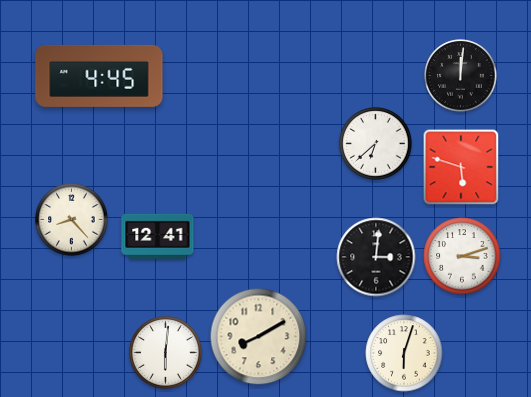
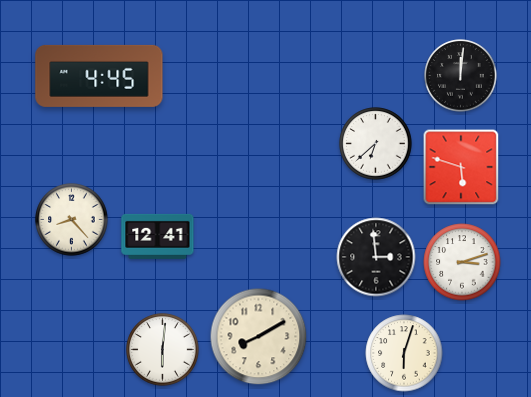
clock at (462, 256) position: (462, 256) -> (462, 262)
clock at (376, 257): 3:01 -> 2:59
clock at (166, 353) position: (166, 353) -> (163, 350)
